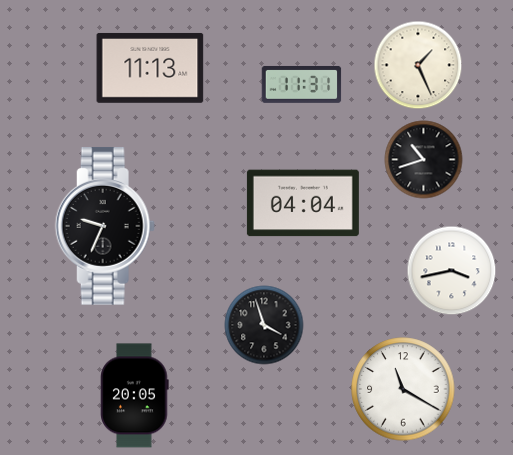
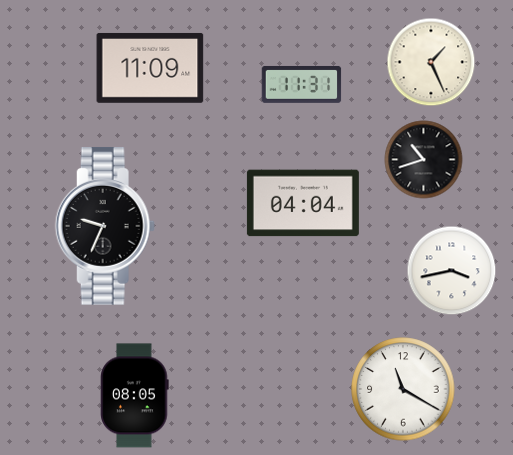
clock at (418, 65) position: (418, 65) -> (431, 62)
clock at (150, 68): 11:13 -> 11:09
clock at (264, 325): 3:57 -> none
clock at (135, 396): 20:05 -> 08:05
